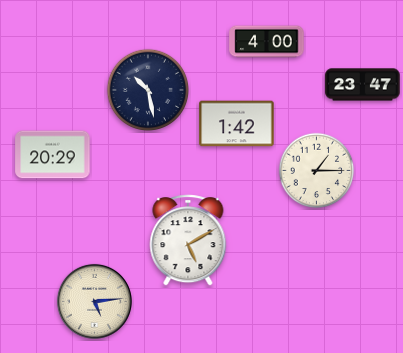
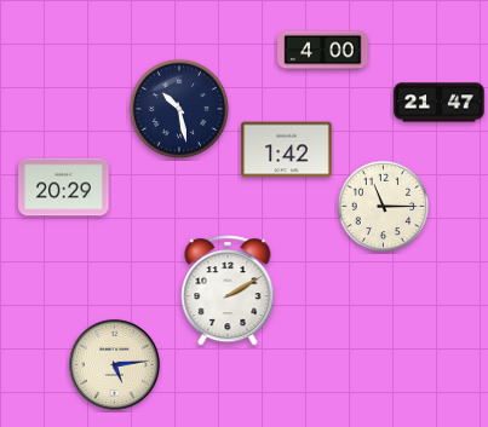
clock at (363, 85): 23:47 -> 21:47
clock at (317, 171): 1:15 -> 11:15
clock at (188, 240): 5:10 -> 2:10
